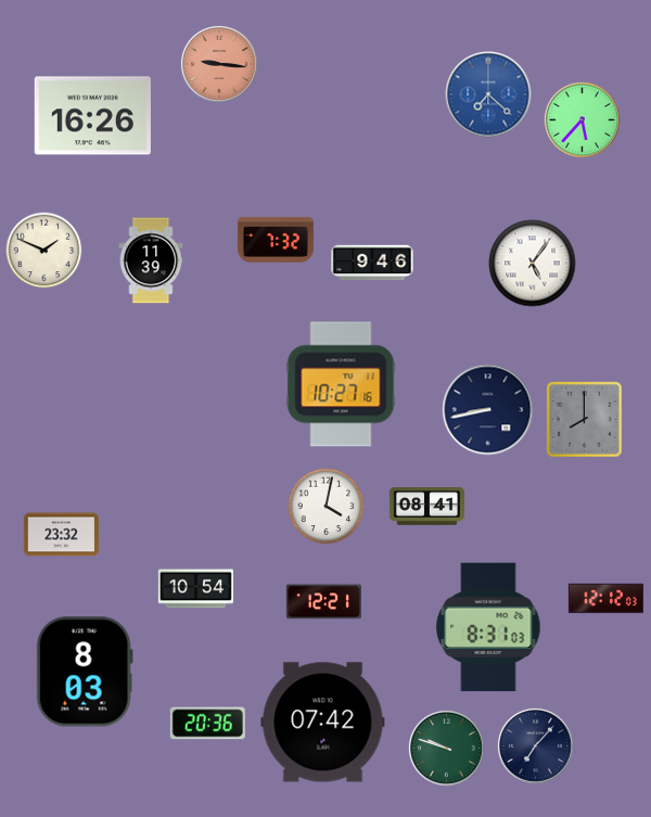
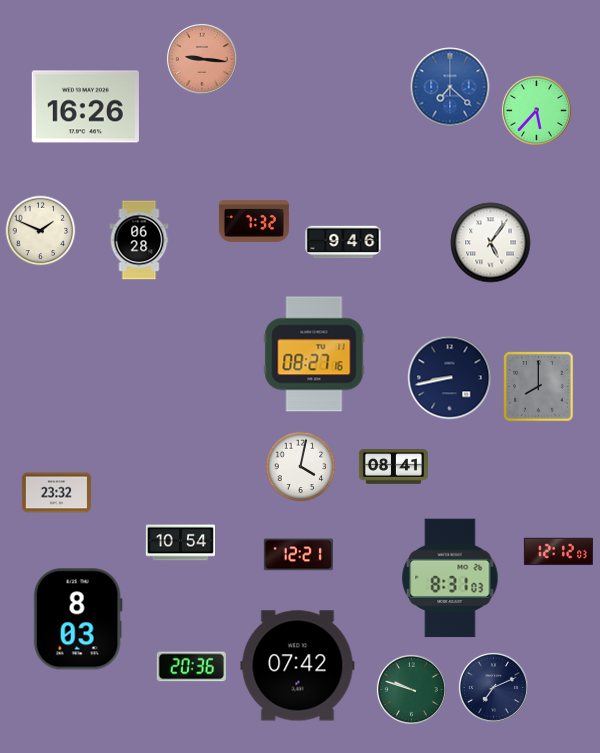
clock at (151, 260): 11:39 -> 06:28
clock at (341, 384): 10:27 -> 08:27
clock at (535, 745): 7:07 -> 7:11
